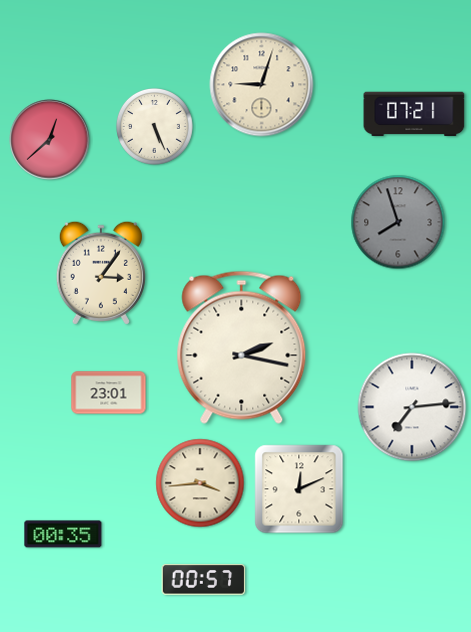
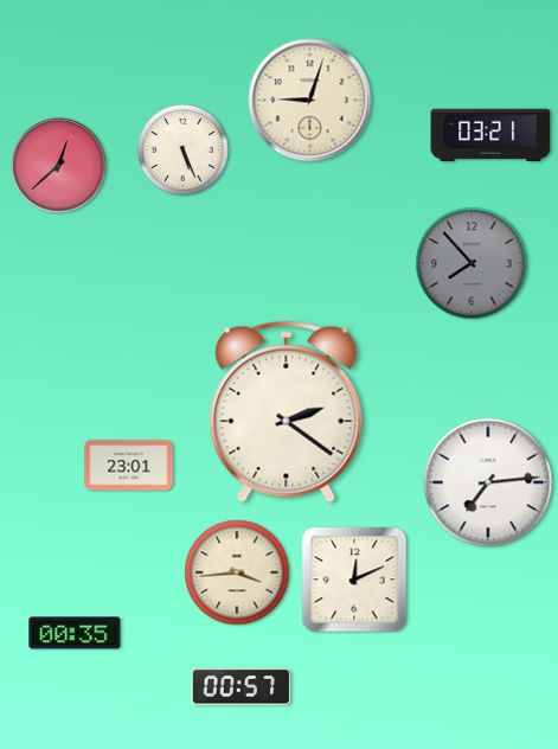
clock at (414, 114): 07:21 -> 03:21
clock at (398, 222): 7:57 -> 7:53
clock at (101, 273): 3:06 -> none
clock at (242, 347): 2:17 -> 2:21
